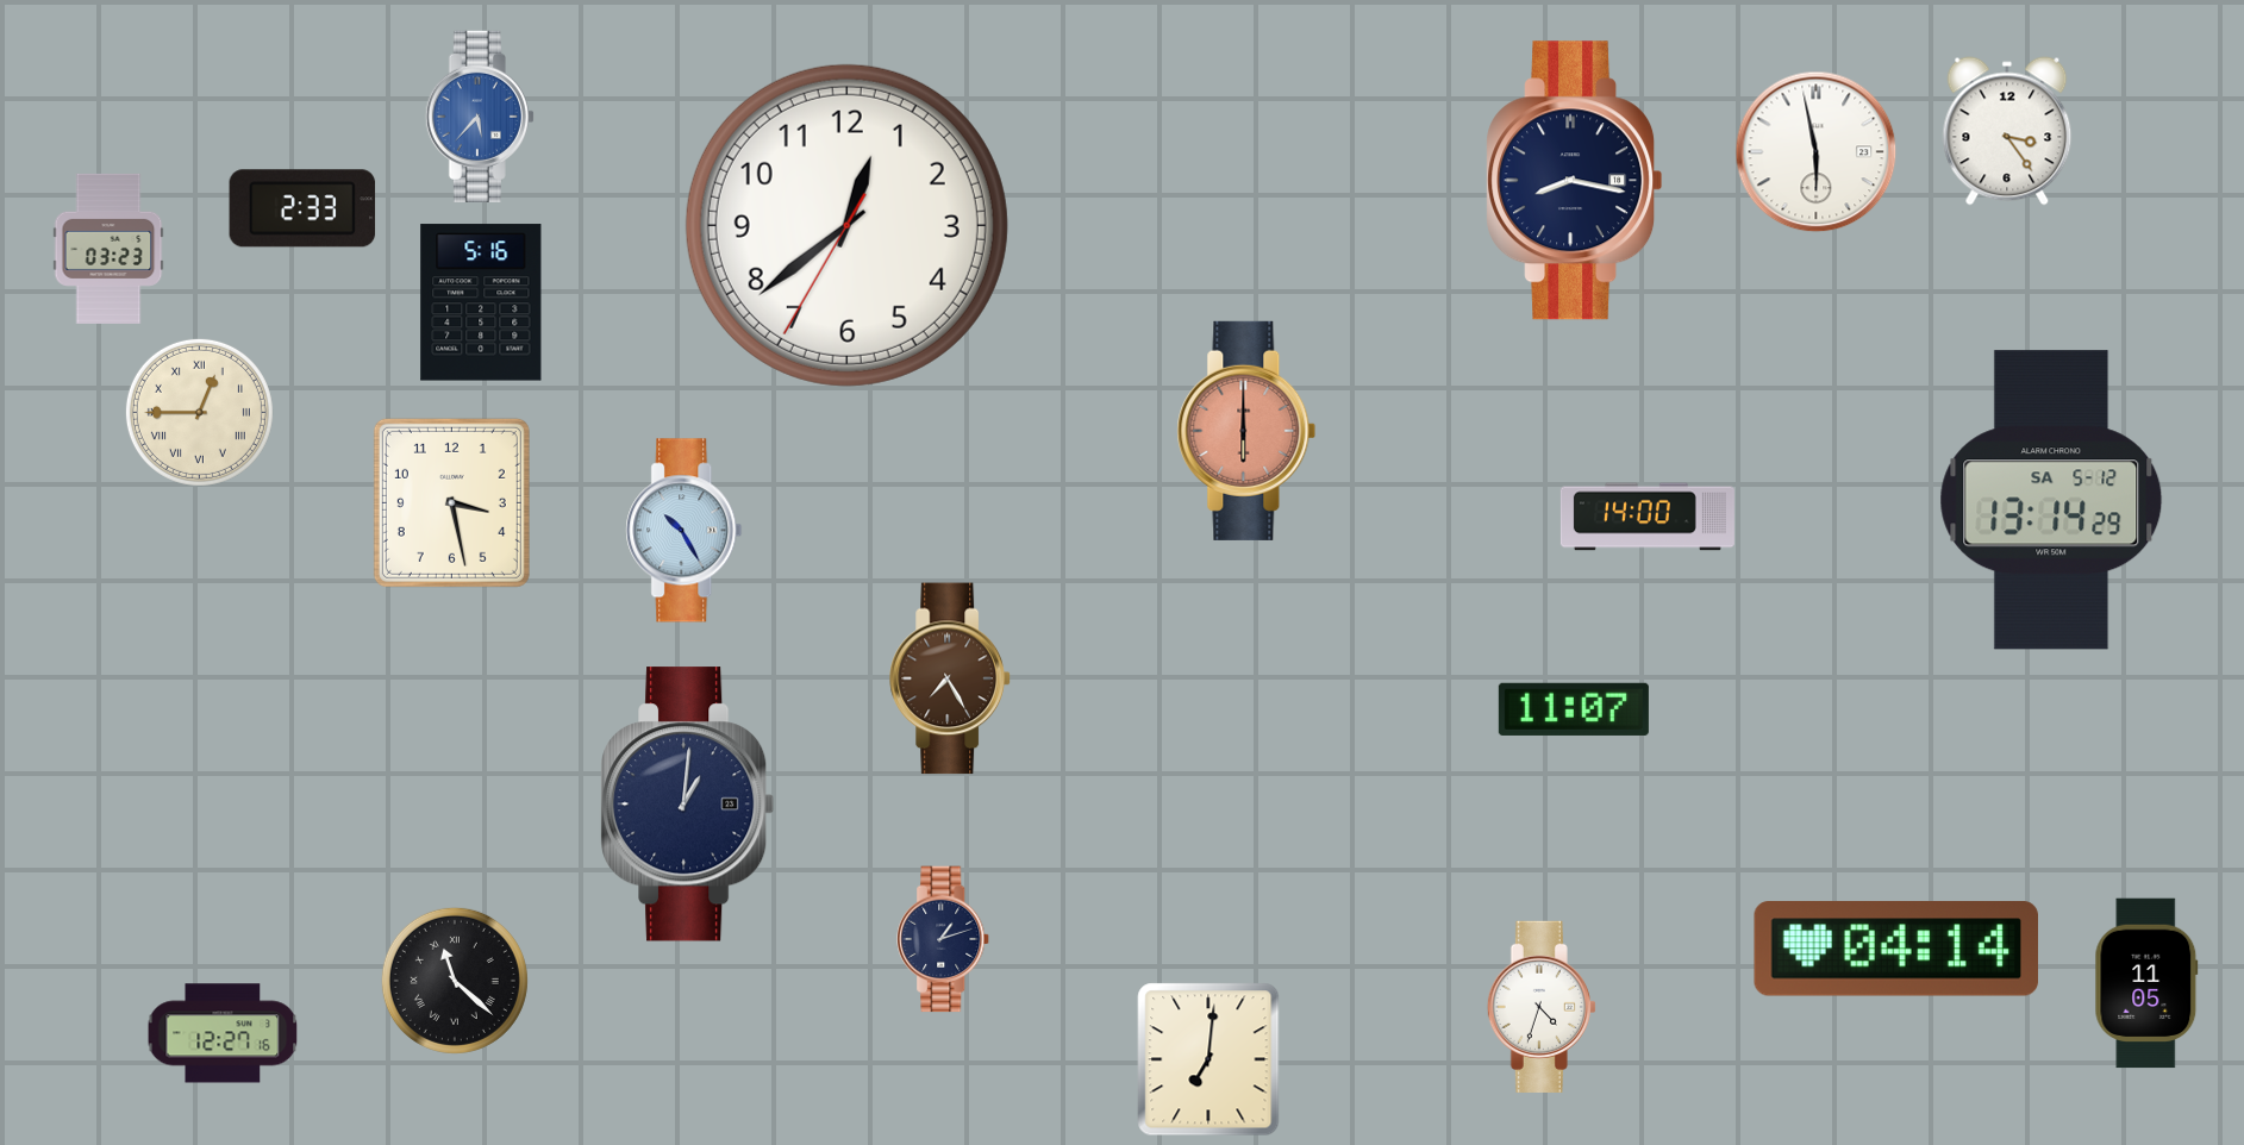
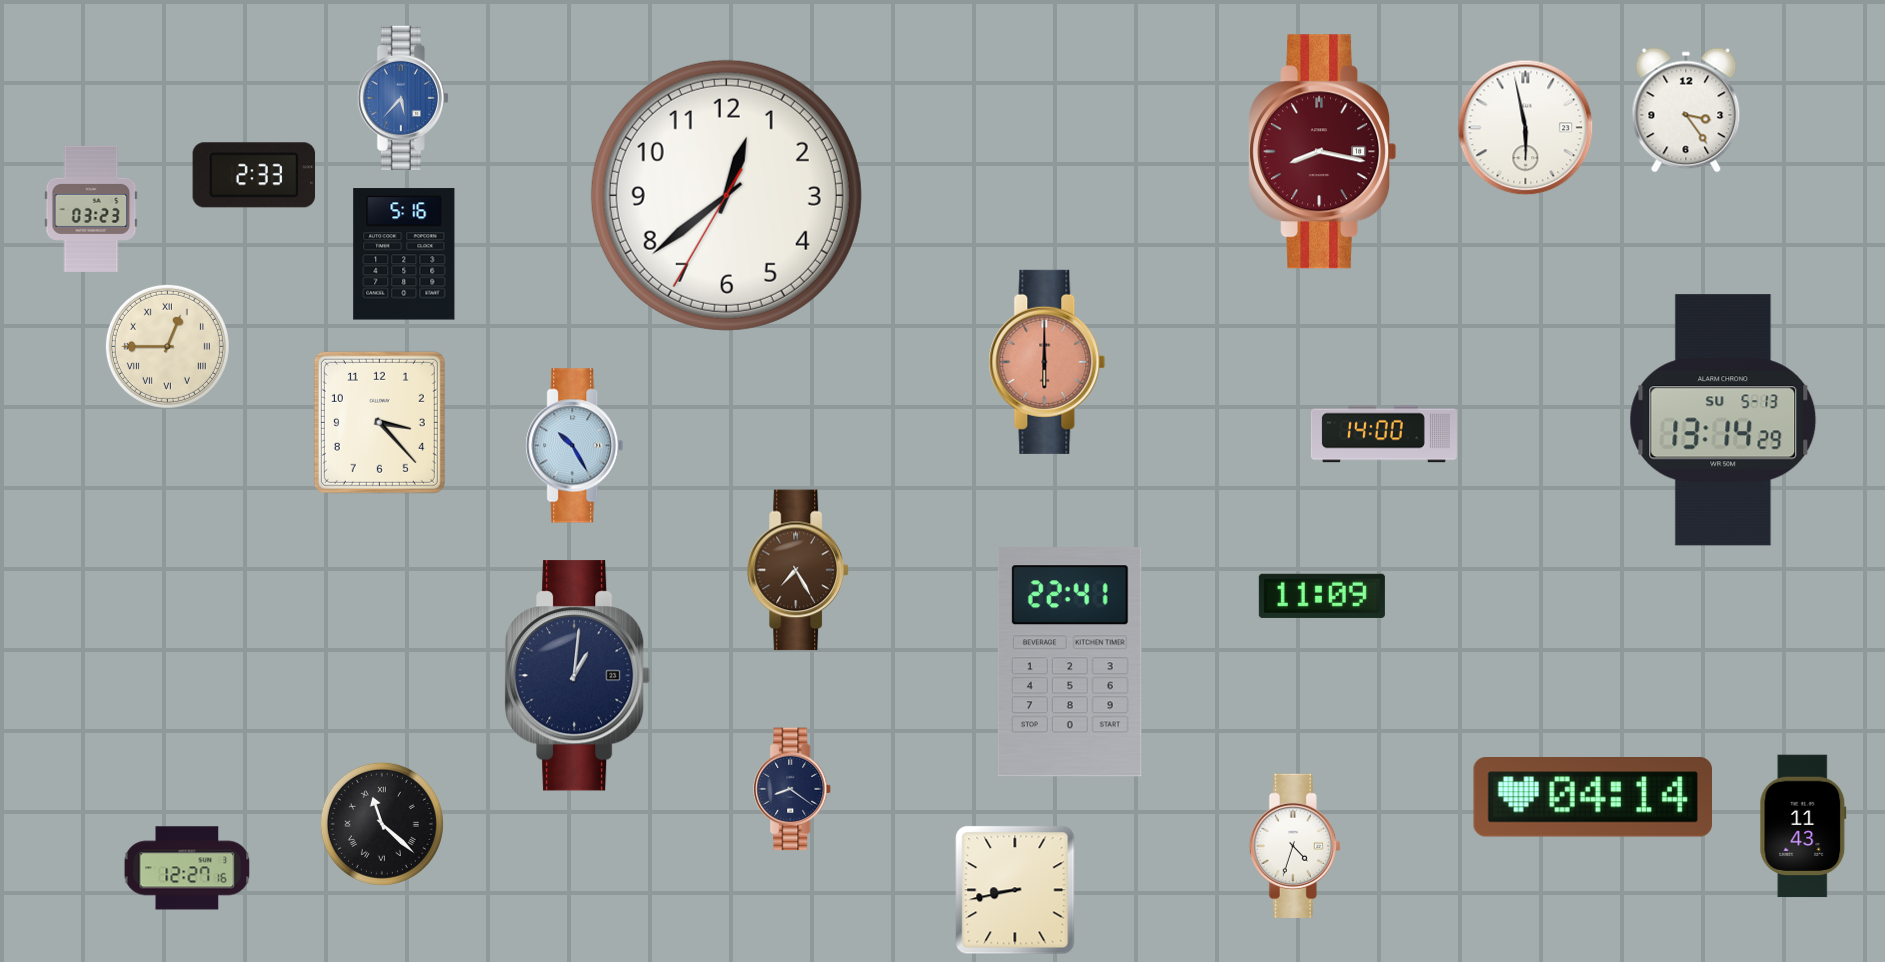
clock at (1575, 181) dial: navy -> burgundy
clock at (846, 225) position: (846, 225) -> (726, 195)
clock at (2051, 500) date: SA 5-12 -> SU 5-13
clock at (451, 502): 3:28 -> 3:23
clock at (1574, 709): 11:07 -> 11:09
clock at (1070, 662): none -> 22:41
clock at (944, 939): 1:12 -> 8:21
clock at (2146, 983): 11:05 -> 11:43
clock at (1208, 1059): 7:01 -> 8:43
